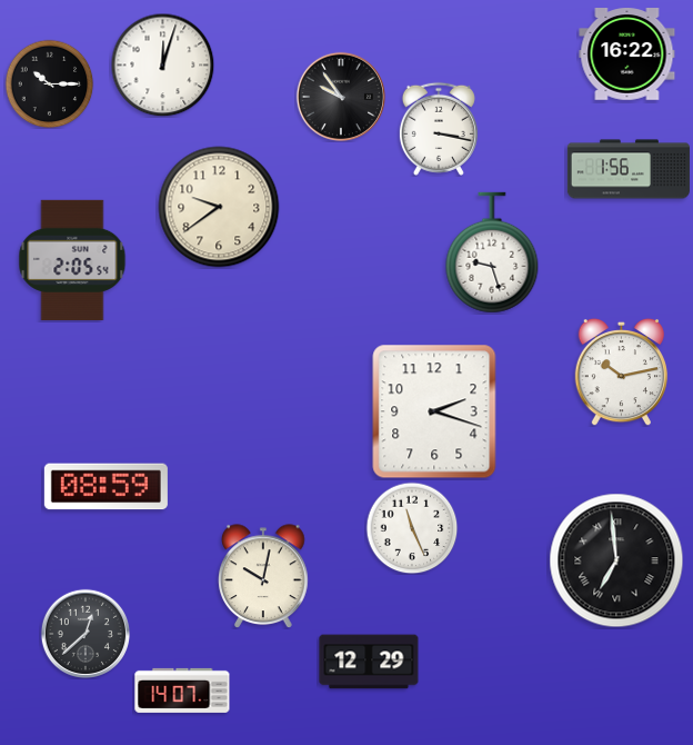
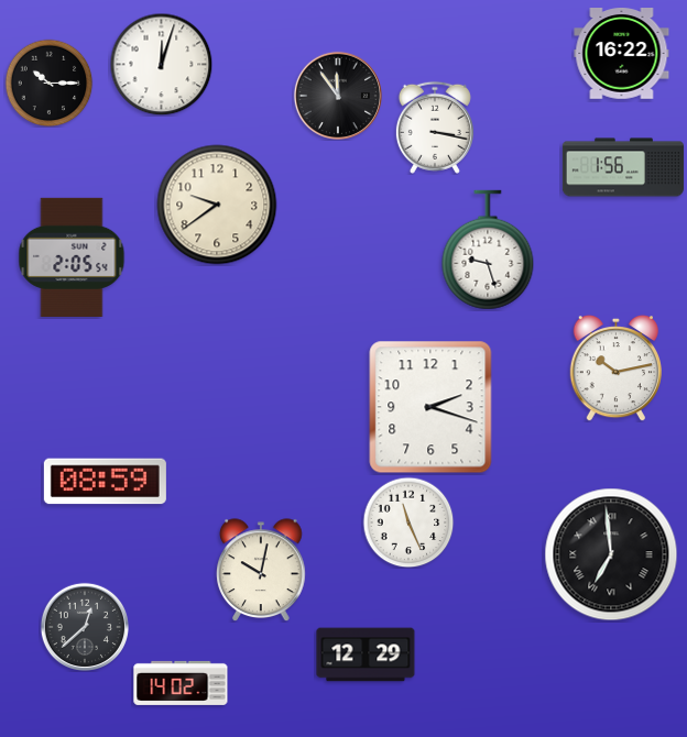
clock at (340, 96): 9:54 -> 11:54
clock at (182, 691): 14:07 -> 14:02
